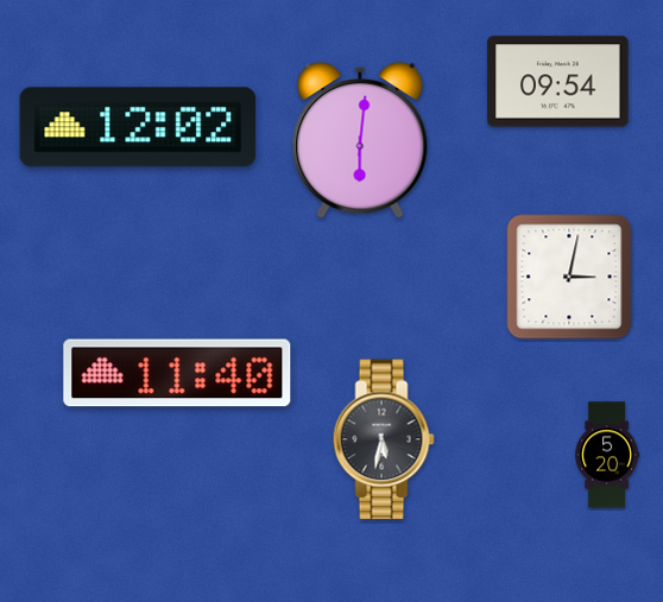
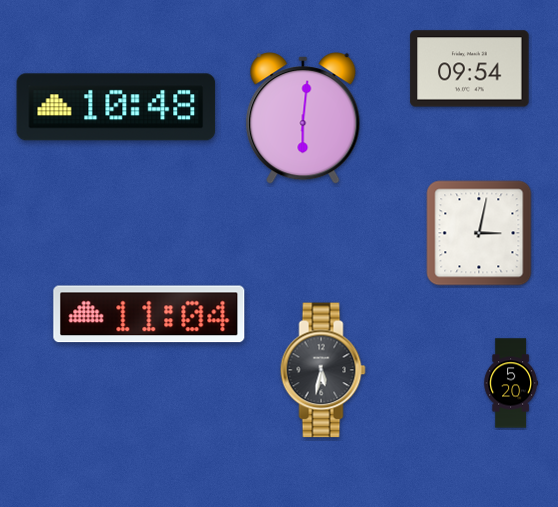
clock at (138, 127): 12:02 -> 10:48
clock at (177, 373): 11:40 -> 11:04
